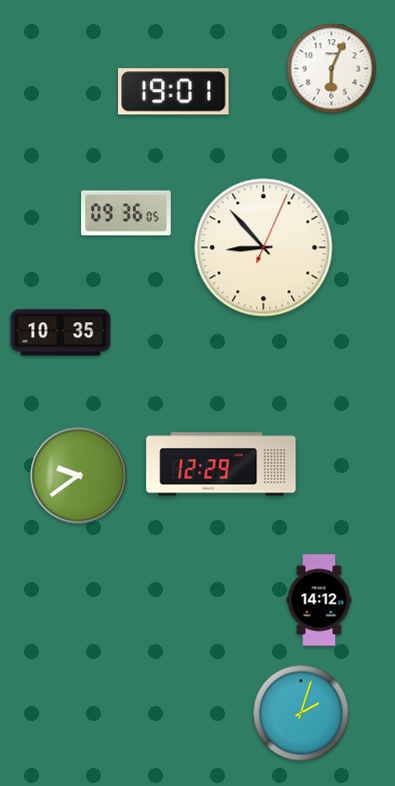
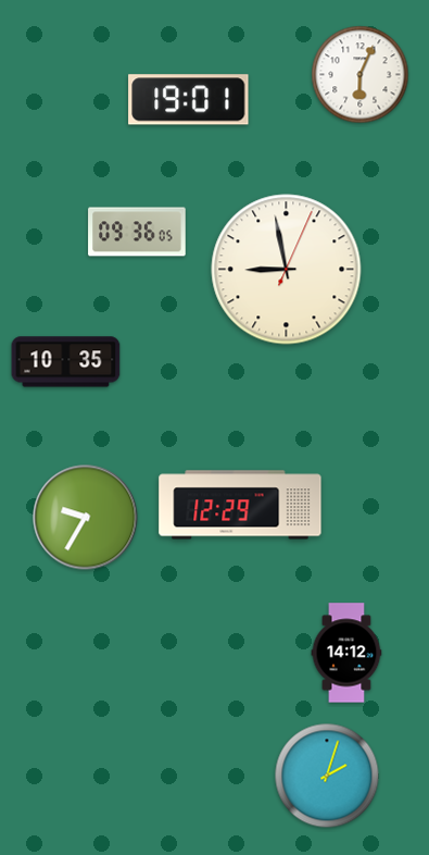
clock at (264, 248): 8:53 -> 8:58
clock at (79, 476): 9:39 -> 9:35
